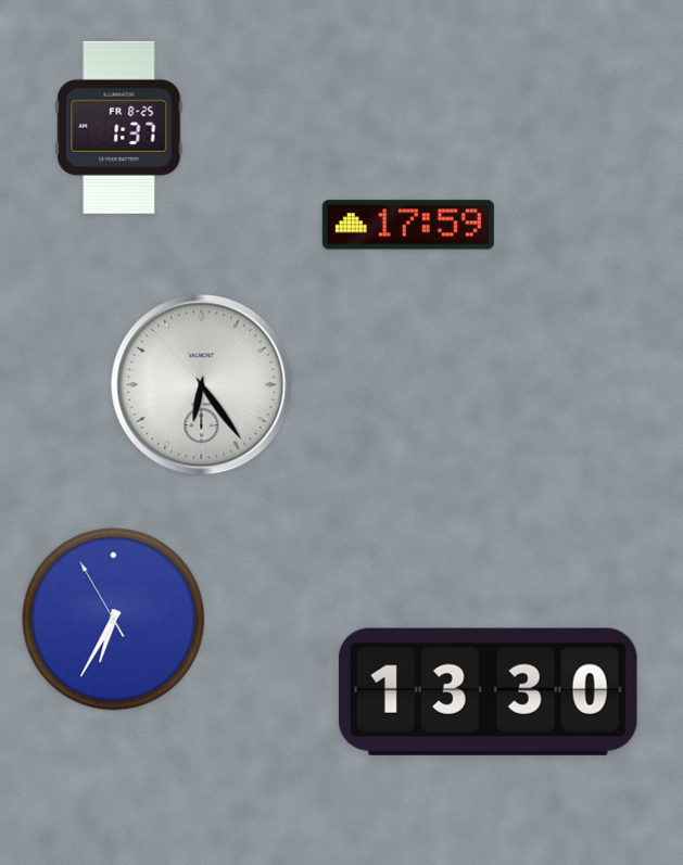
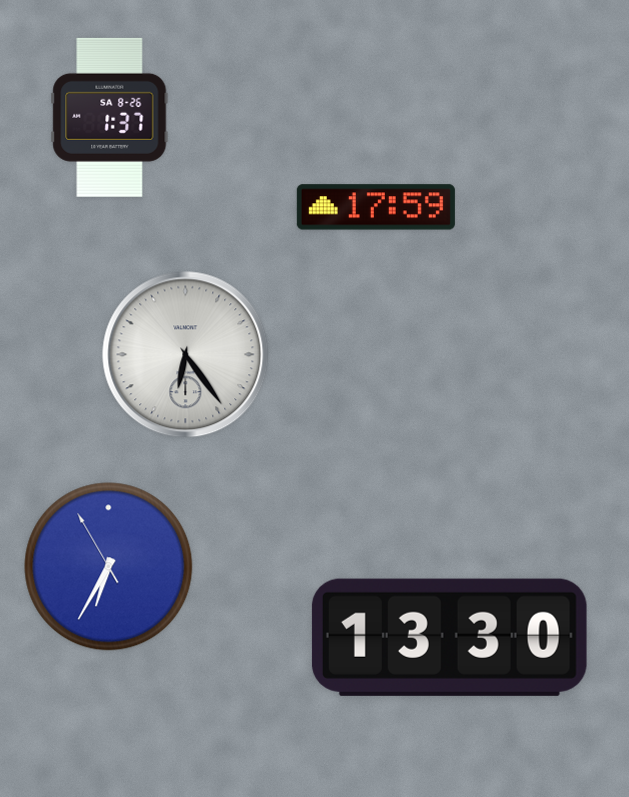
clock at (119, 127) date: FR 8-25 -> SA 8-26
clock at (114, 620) position: (114, 620) -> (109, 567)
